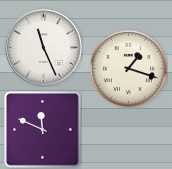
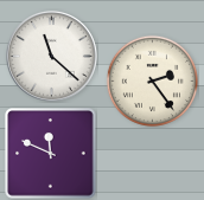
clock at (44, 48): 11:26 -> 11:22
clock at (128, 68): 1:18 -> 2:24
